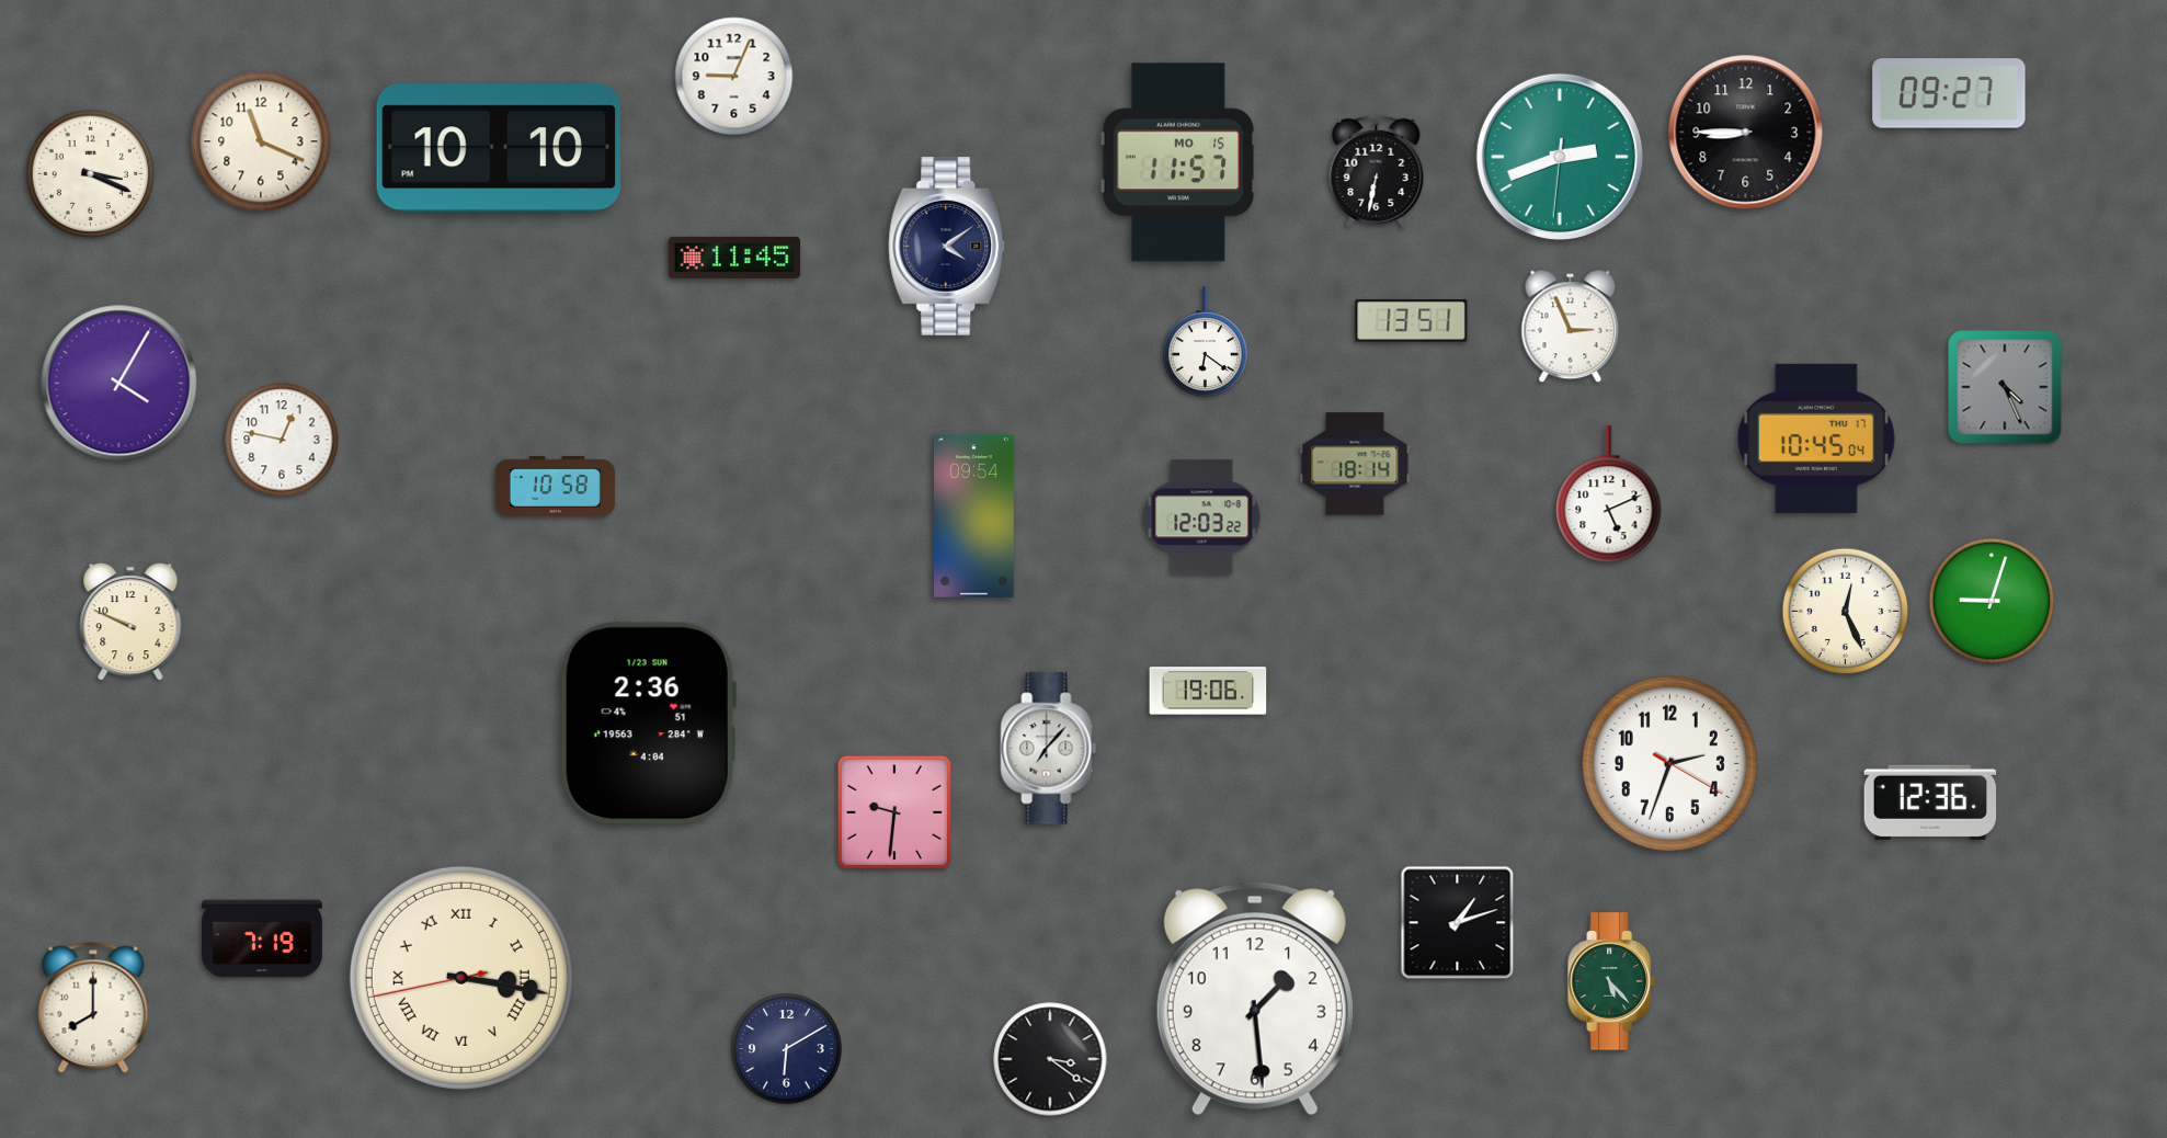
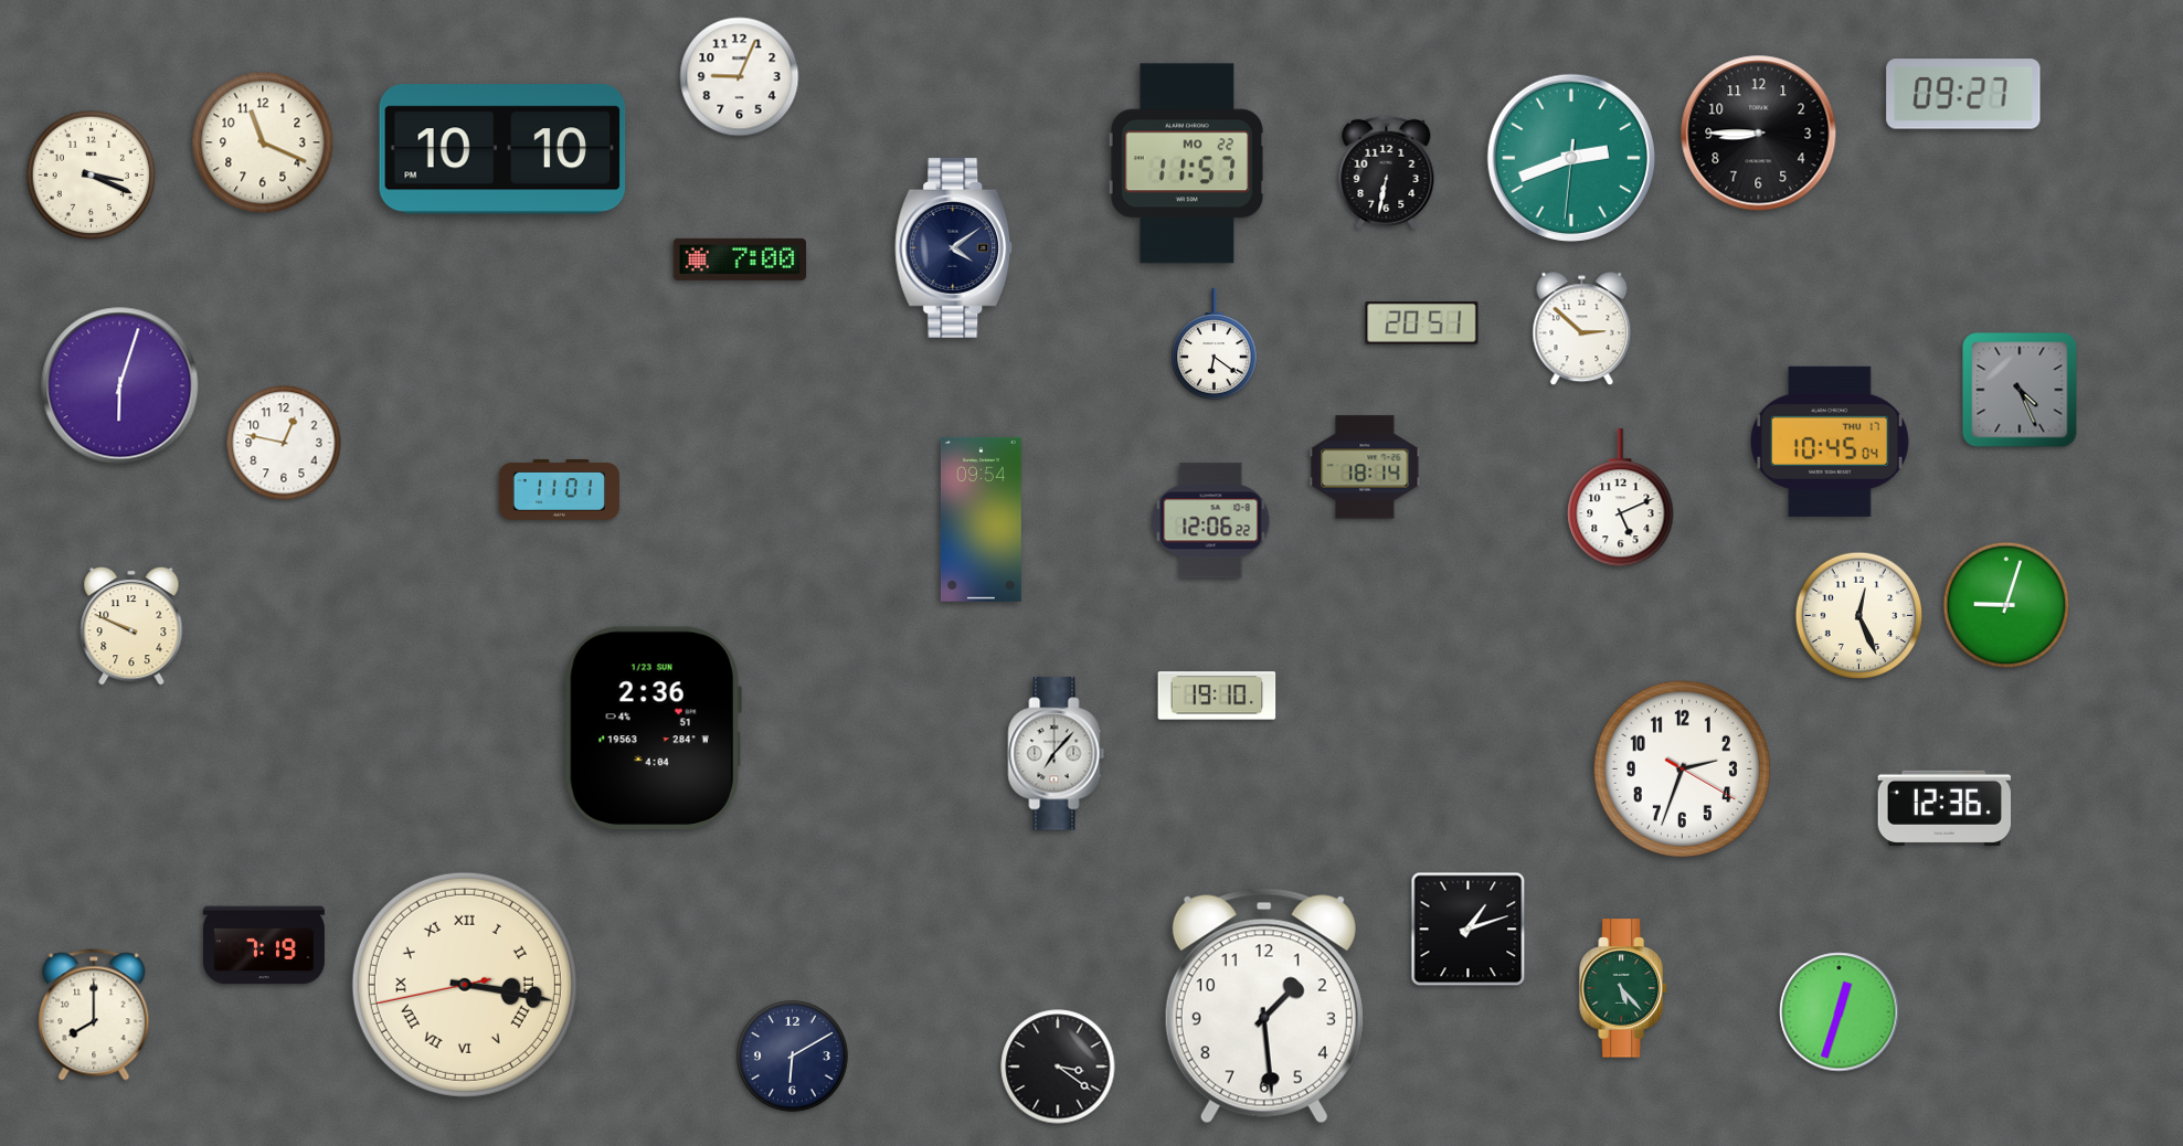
clock at (1178, 162) date: MO 15 -> MO 22
clock at (734, 258): 11:45 -> 7:00
clock at (1412, 321): 13:51 -> 20:51
clock at (1571, 327): 2:56 -> 2:52
clock at (119, 384): 4:05 -> 6:03
clock at (555, 486): 10:58 -> 11:01
clock at (1202, 517): 12:03 -> 12:06
clock at (1208, 691): 19:06 -> 19:10
clock at (894, 812): 9:31 -> none
clock at (1840, 1012): none -> 12:33
